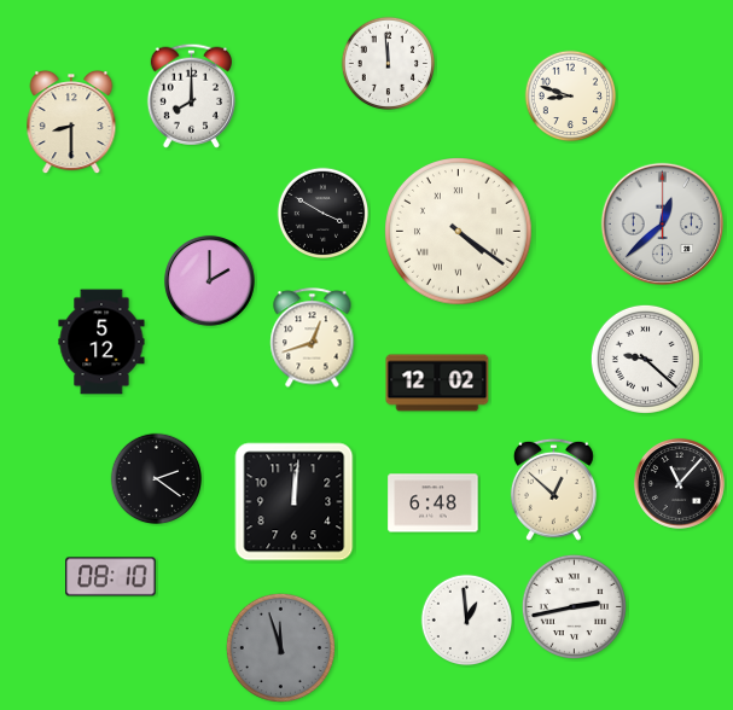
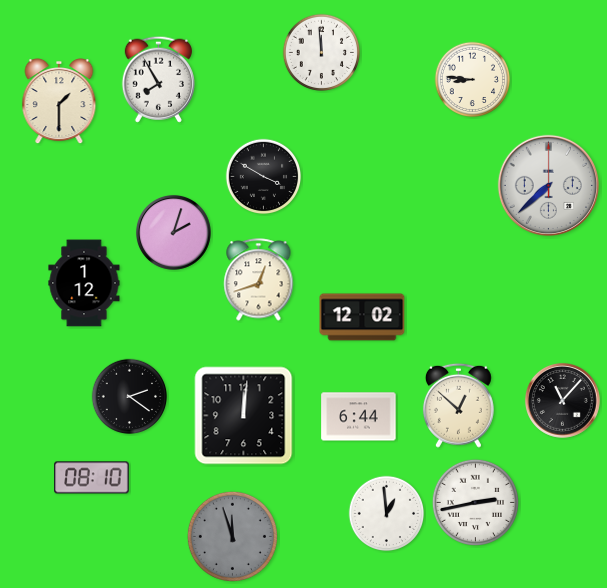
clock at (191, 95): 8:00 -> 7:55
clock at (571, 97): 8:48 -> 8:46
clock at (71, 123): 8:30 -> 1:30
clock at (324, 214) position: (324, 214) -> (264, 177)
clock at (662, 223): 12:38 -> 7:38
clock at (459, 232): 4:21 -> none
clock at (209, 280): 2:00 -> 2:03
clock at (101, 342): 5:12 -> 1:12
clock at (645, 359): 9:22 -> none
clock at (434, 504): 6:48 -> 6:44
